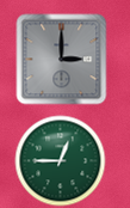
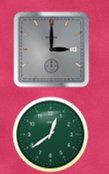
clock at (61, 161): 12:45 -> 12:39
